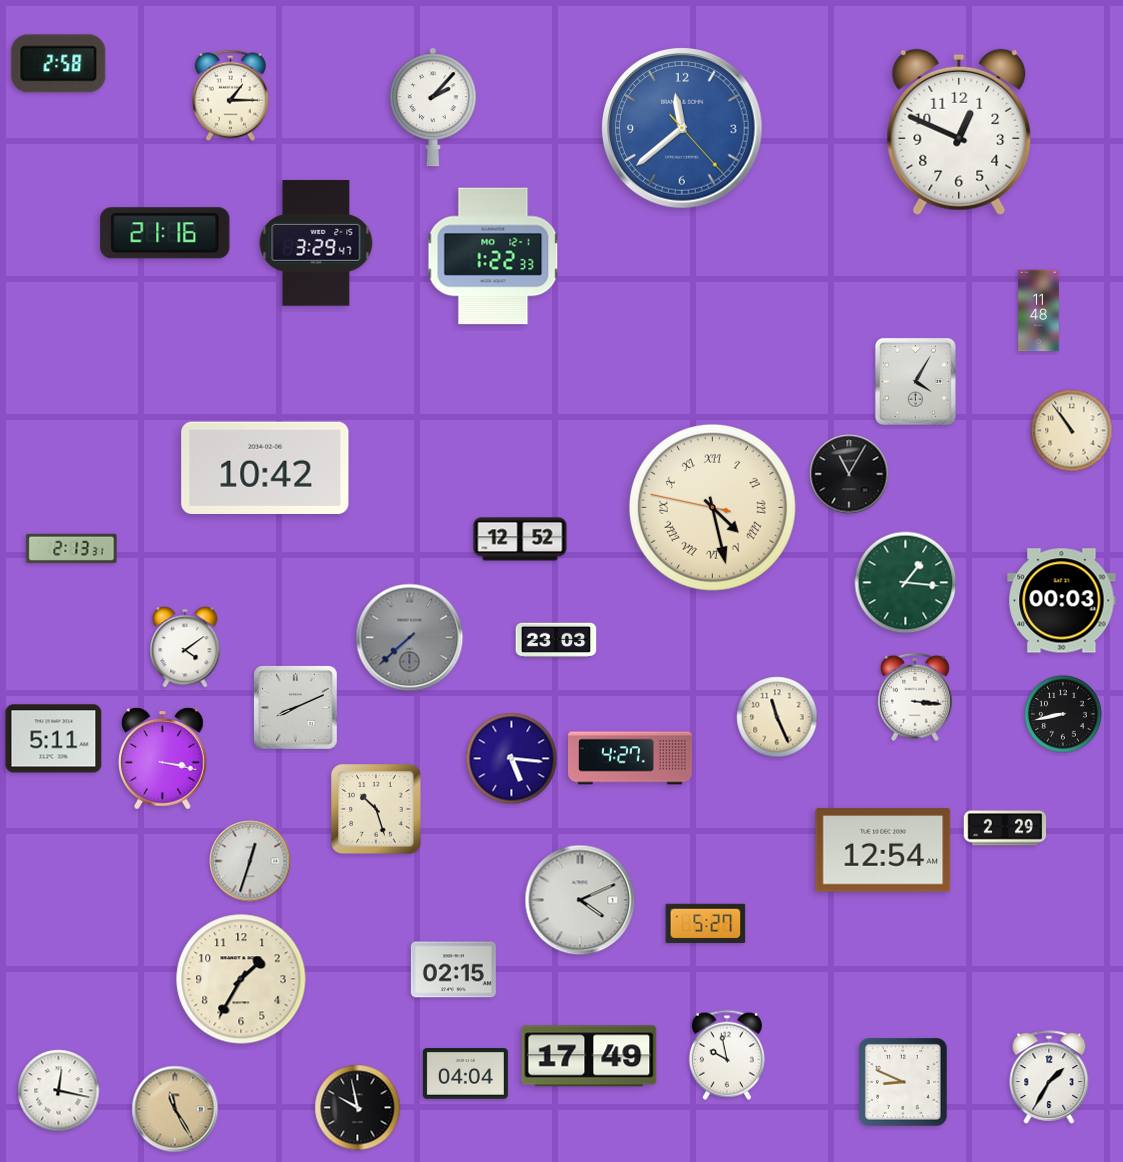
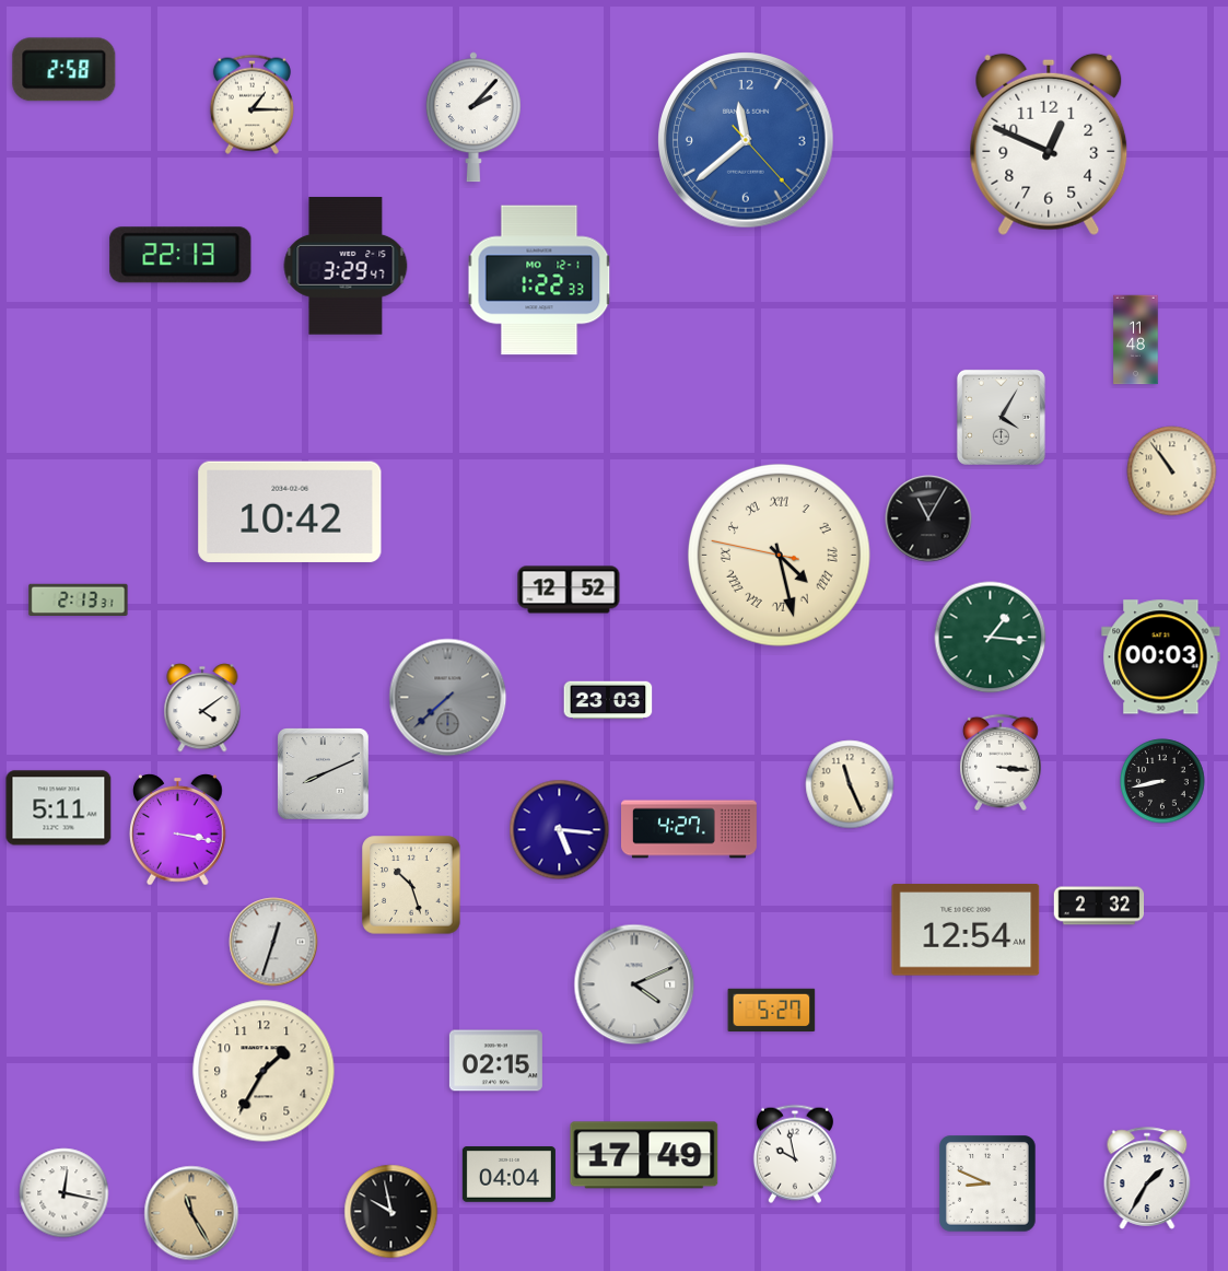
clock at (165, 233): 21:16 -> 22:13
clock at (1005, 828): 2:29 -> 2:32
